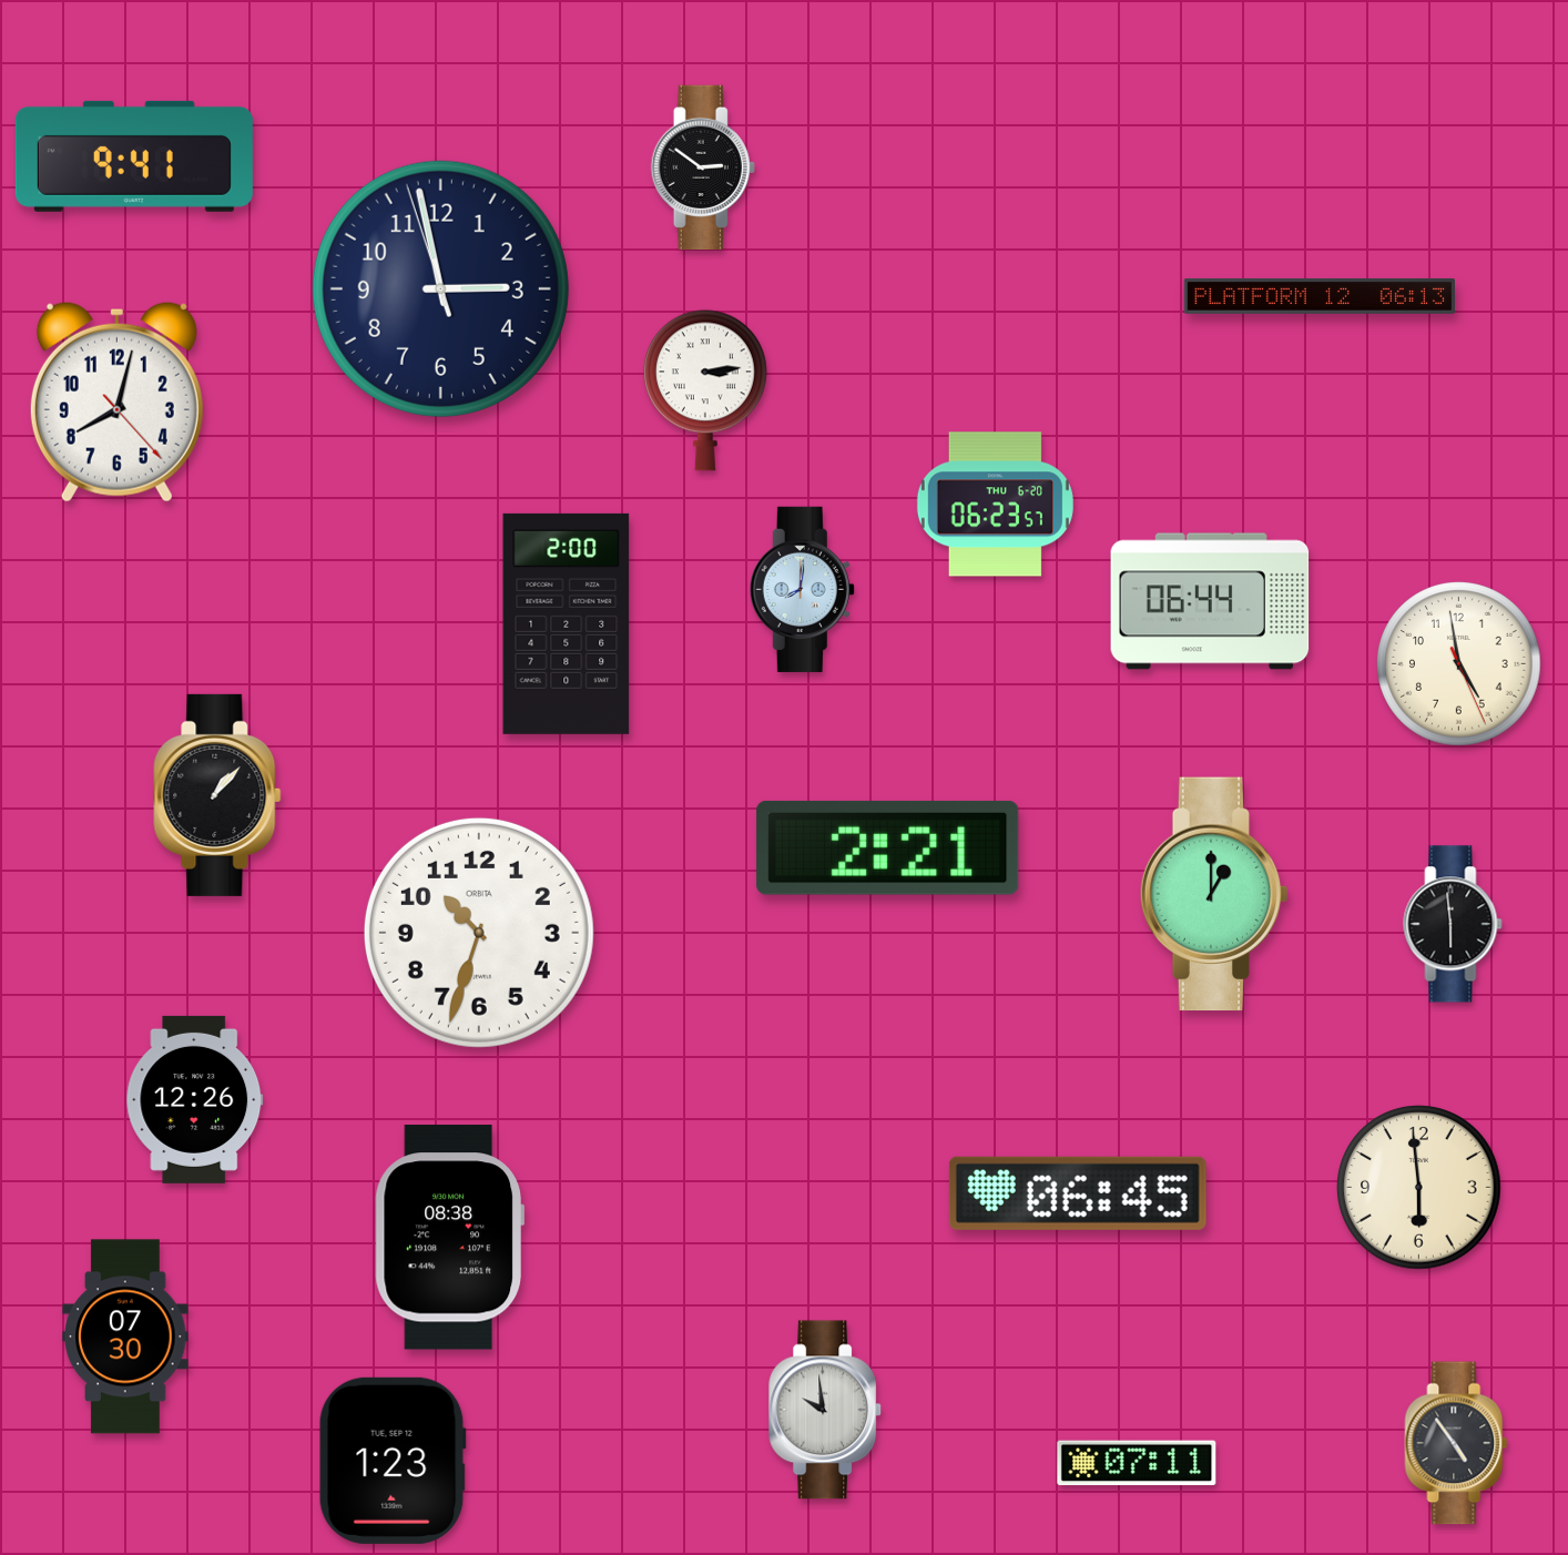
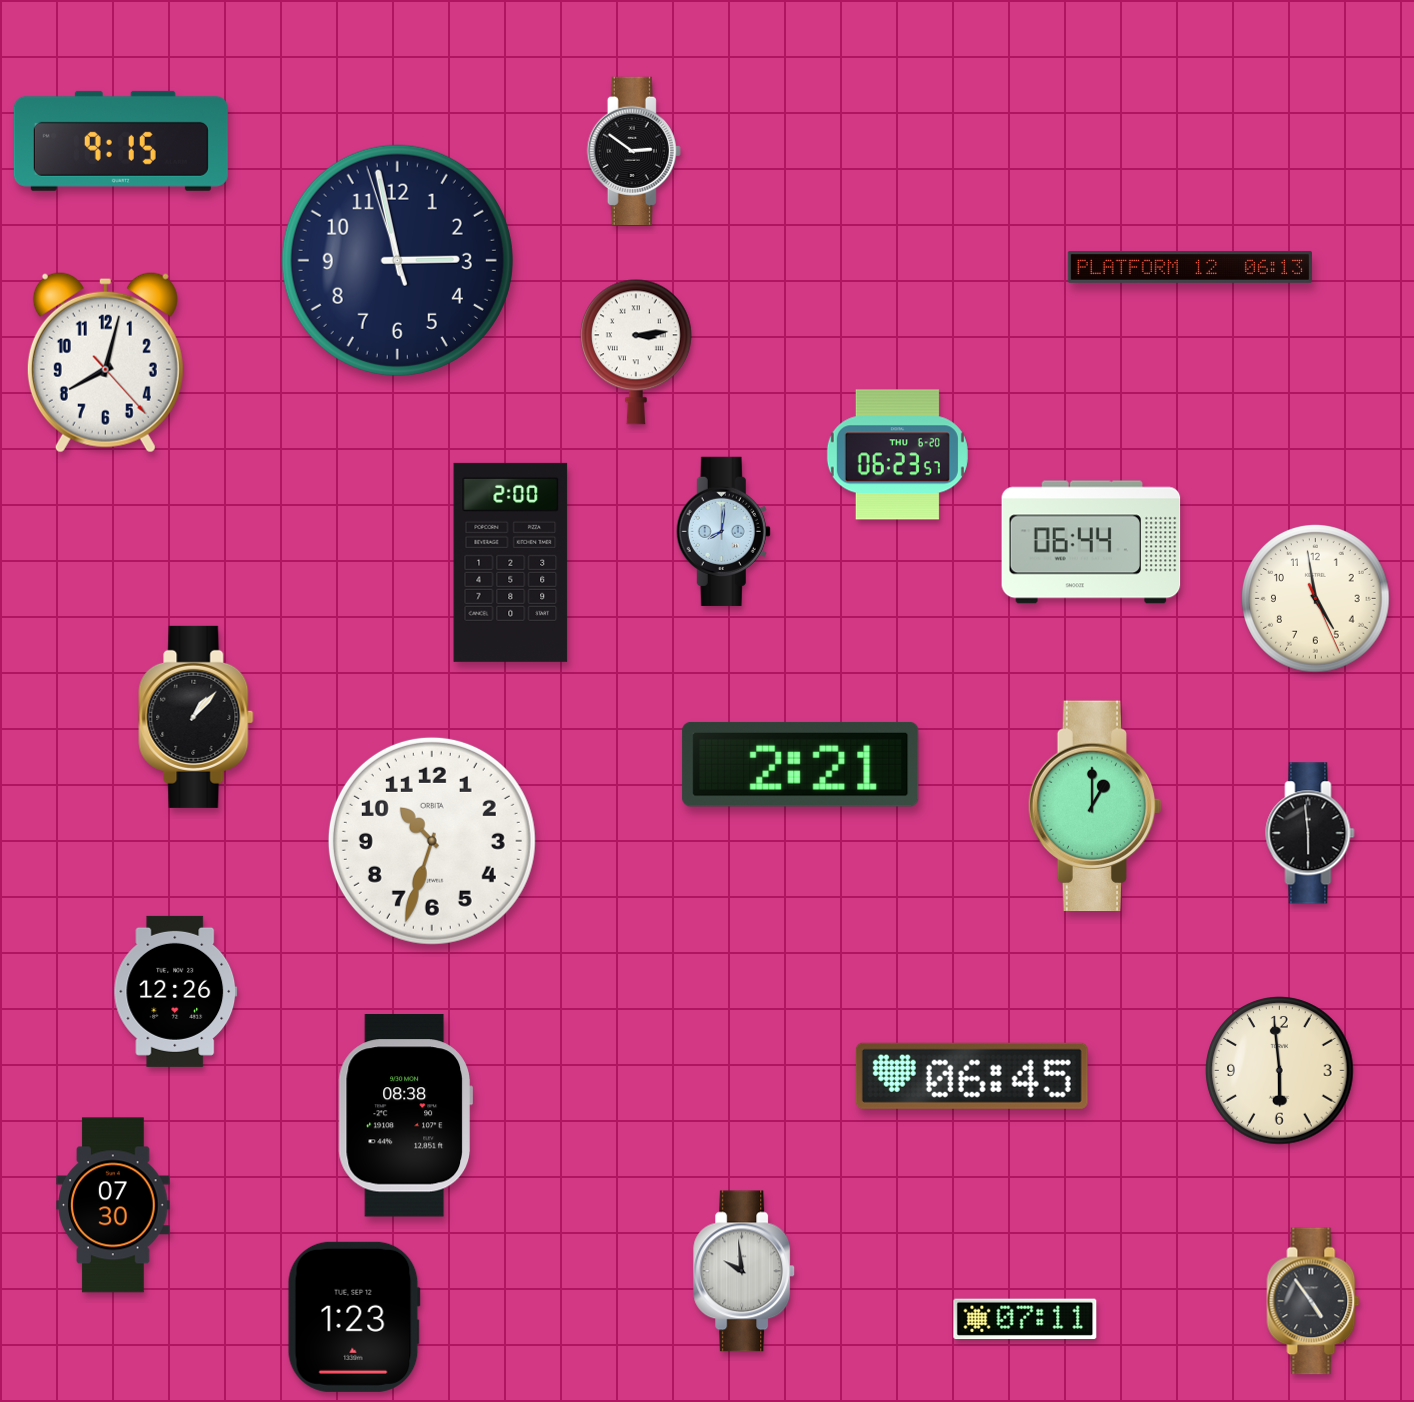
clock at (134, 156): 9:41 -> 9:15
